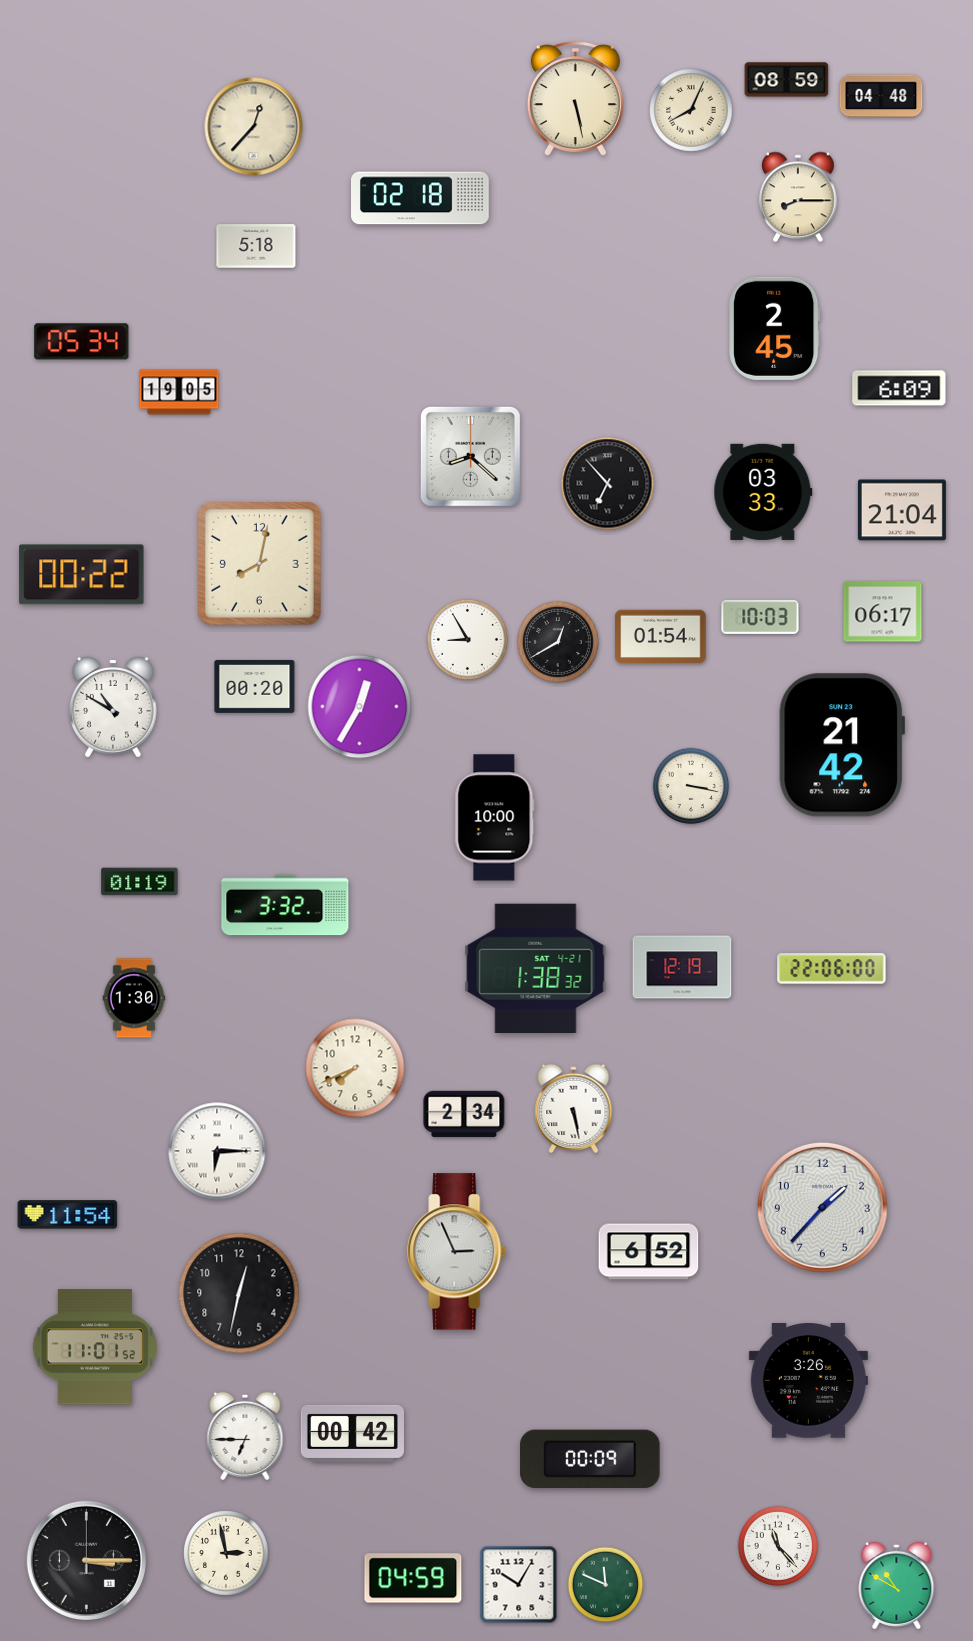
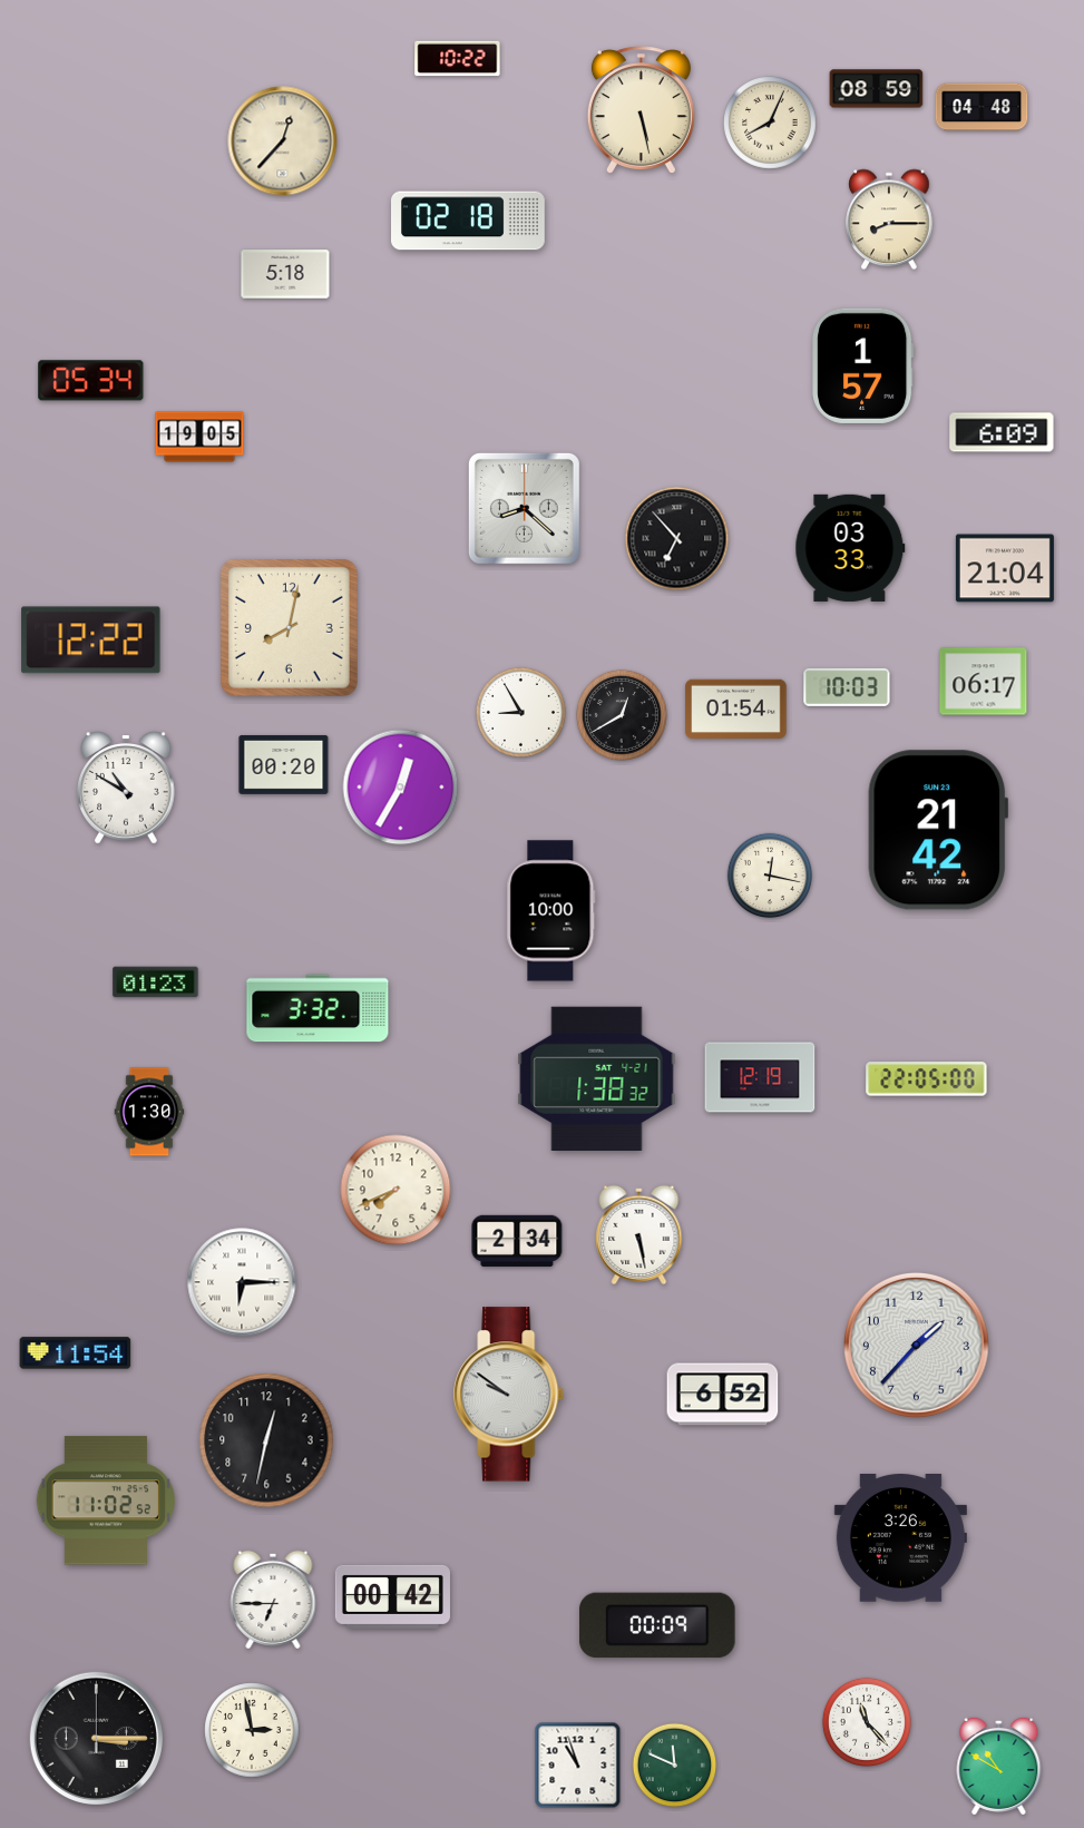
clock at (458, 59): none -> 10:22
clock at (775, 328): 2:45 -> 1:57
clock at (82, 575): 00:22 -> 12:22
clock at (691, 786): 3:17 -> 12:17
clock at (140, 882): 01:19 -> 01:23
clock at (832, 969): 22:06 -> 22:05
clock at (457, 1252): 2:56 -> 9:51
clock at (95, 1347): 11:01 -> 11:02
clock at (413, 1578): 04:59 -> none
clock at (519, 1585): 10:05 -> 10:57
